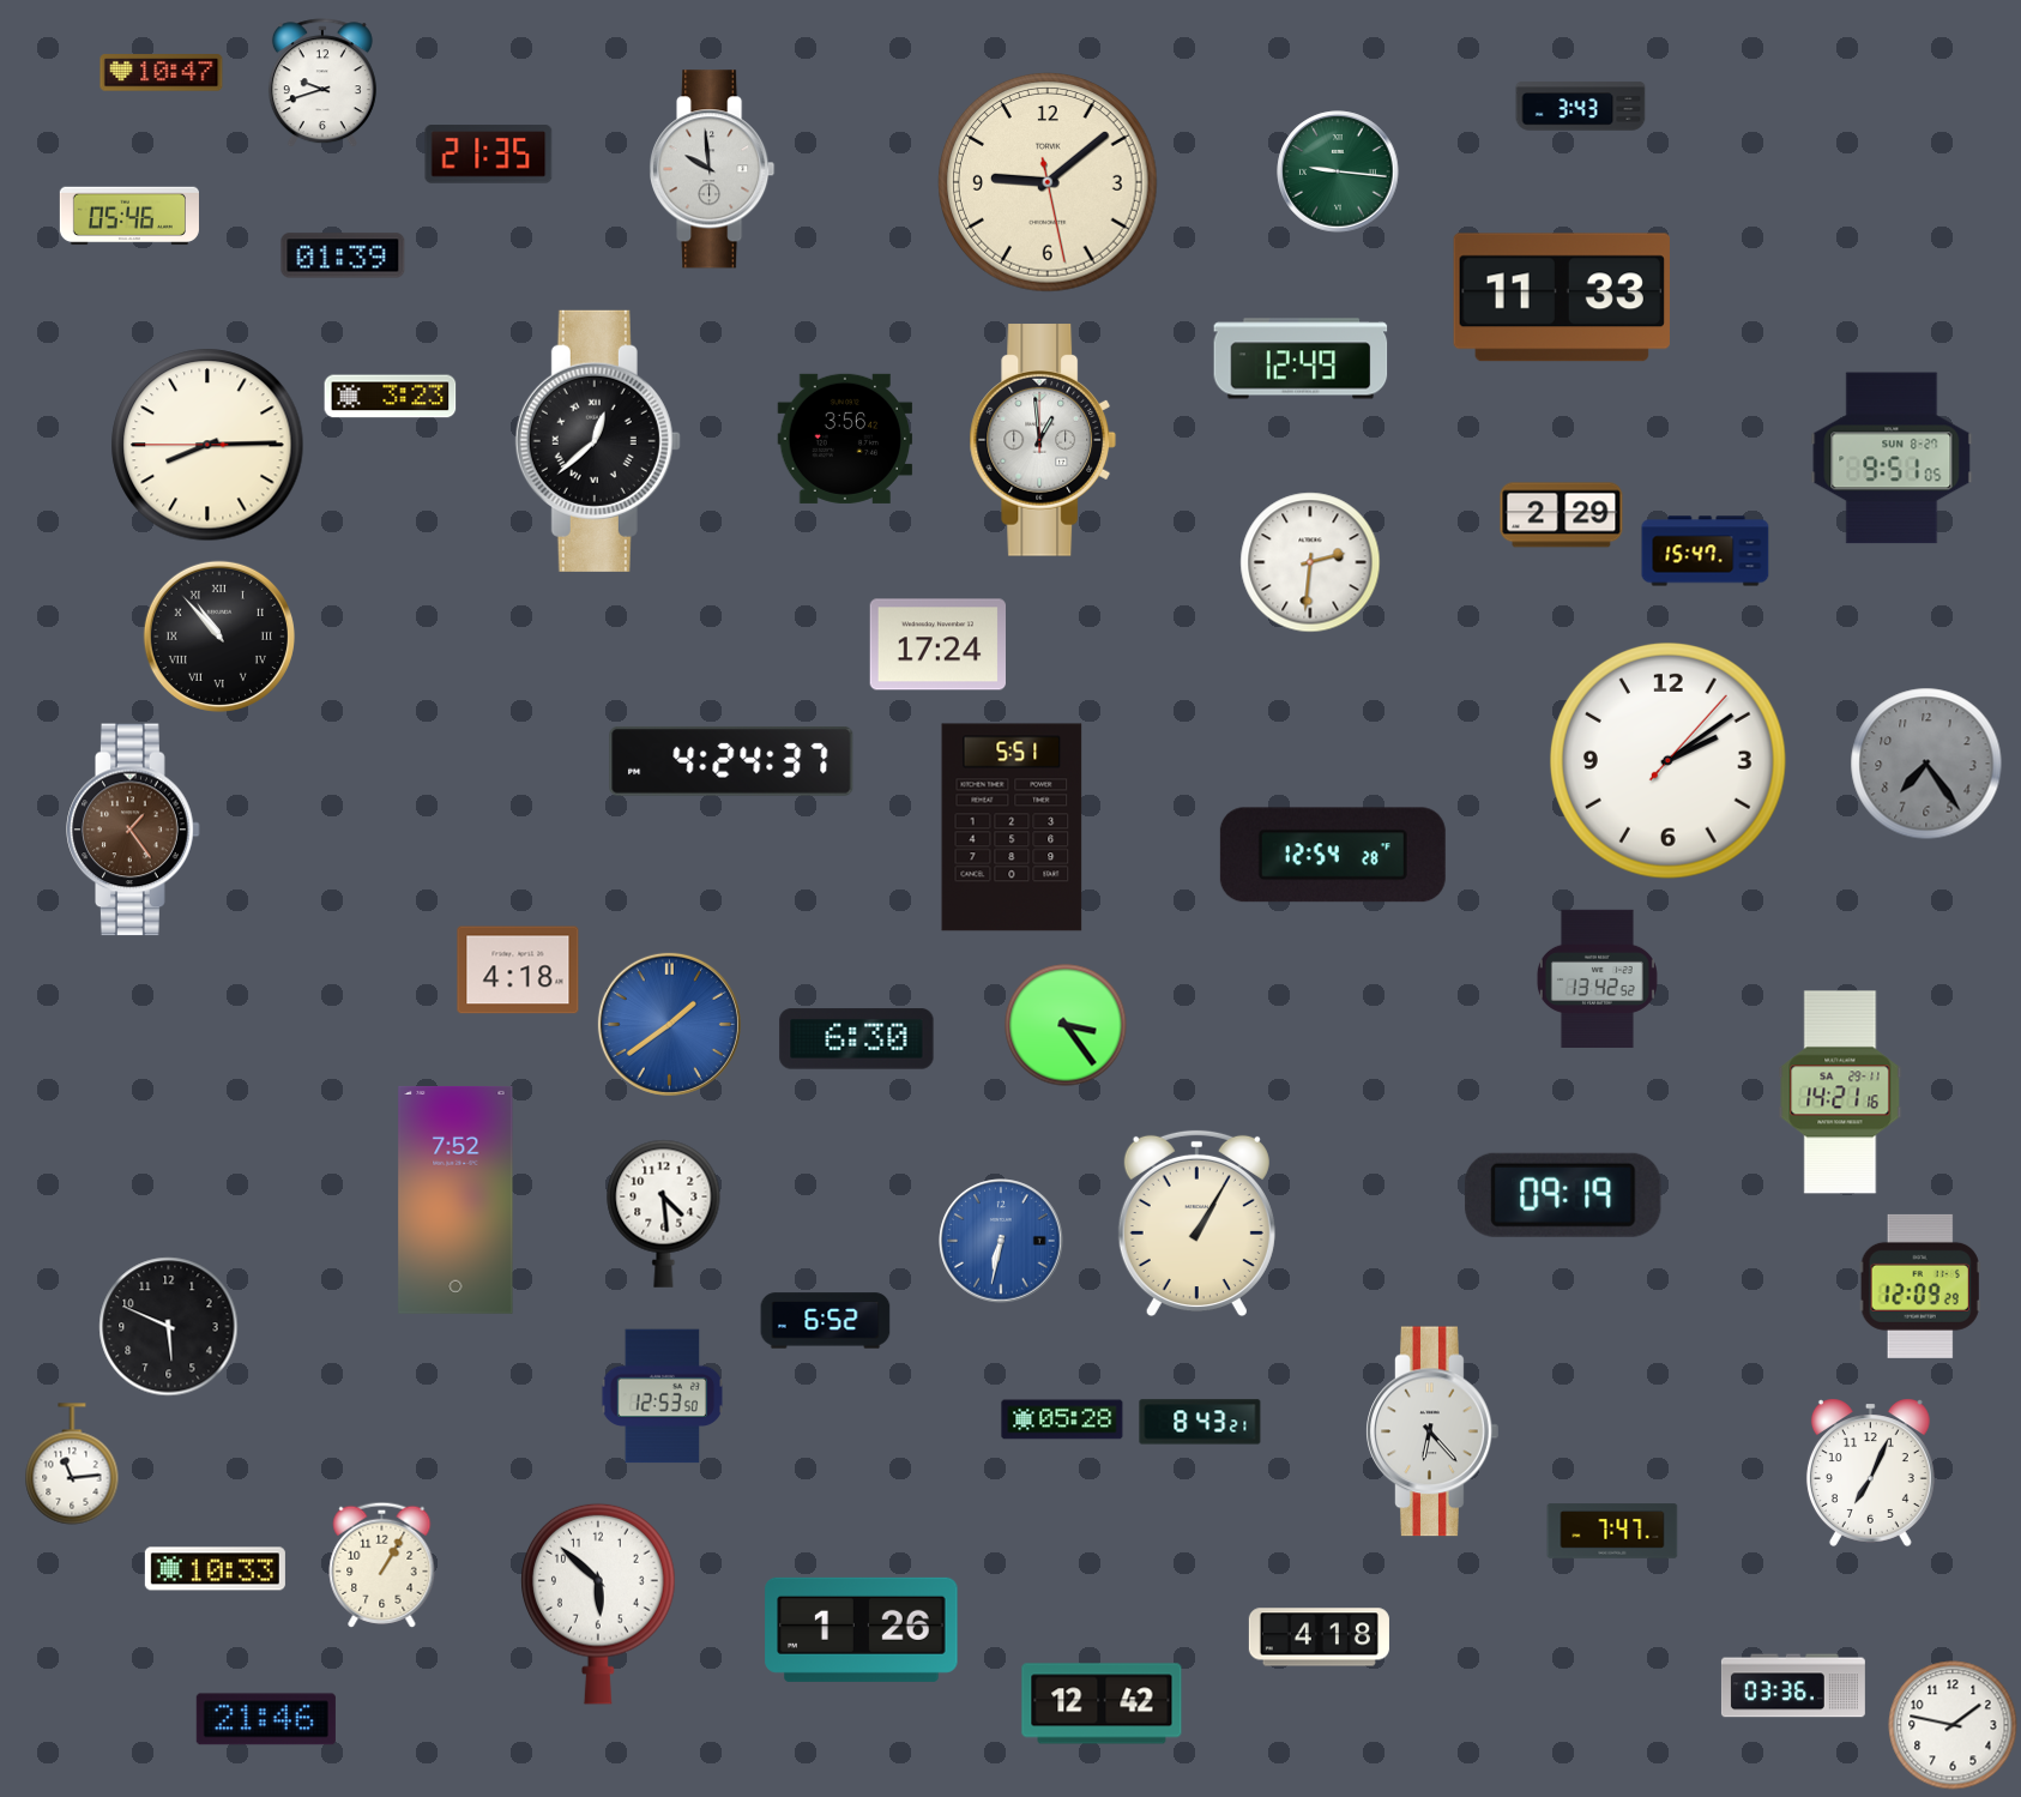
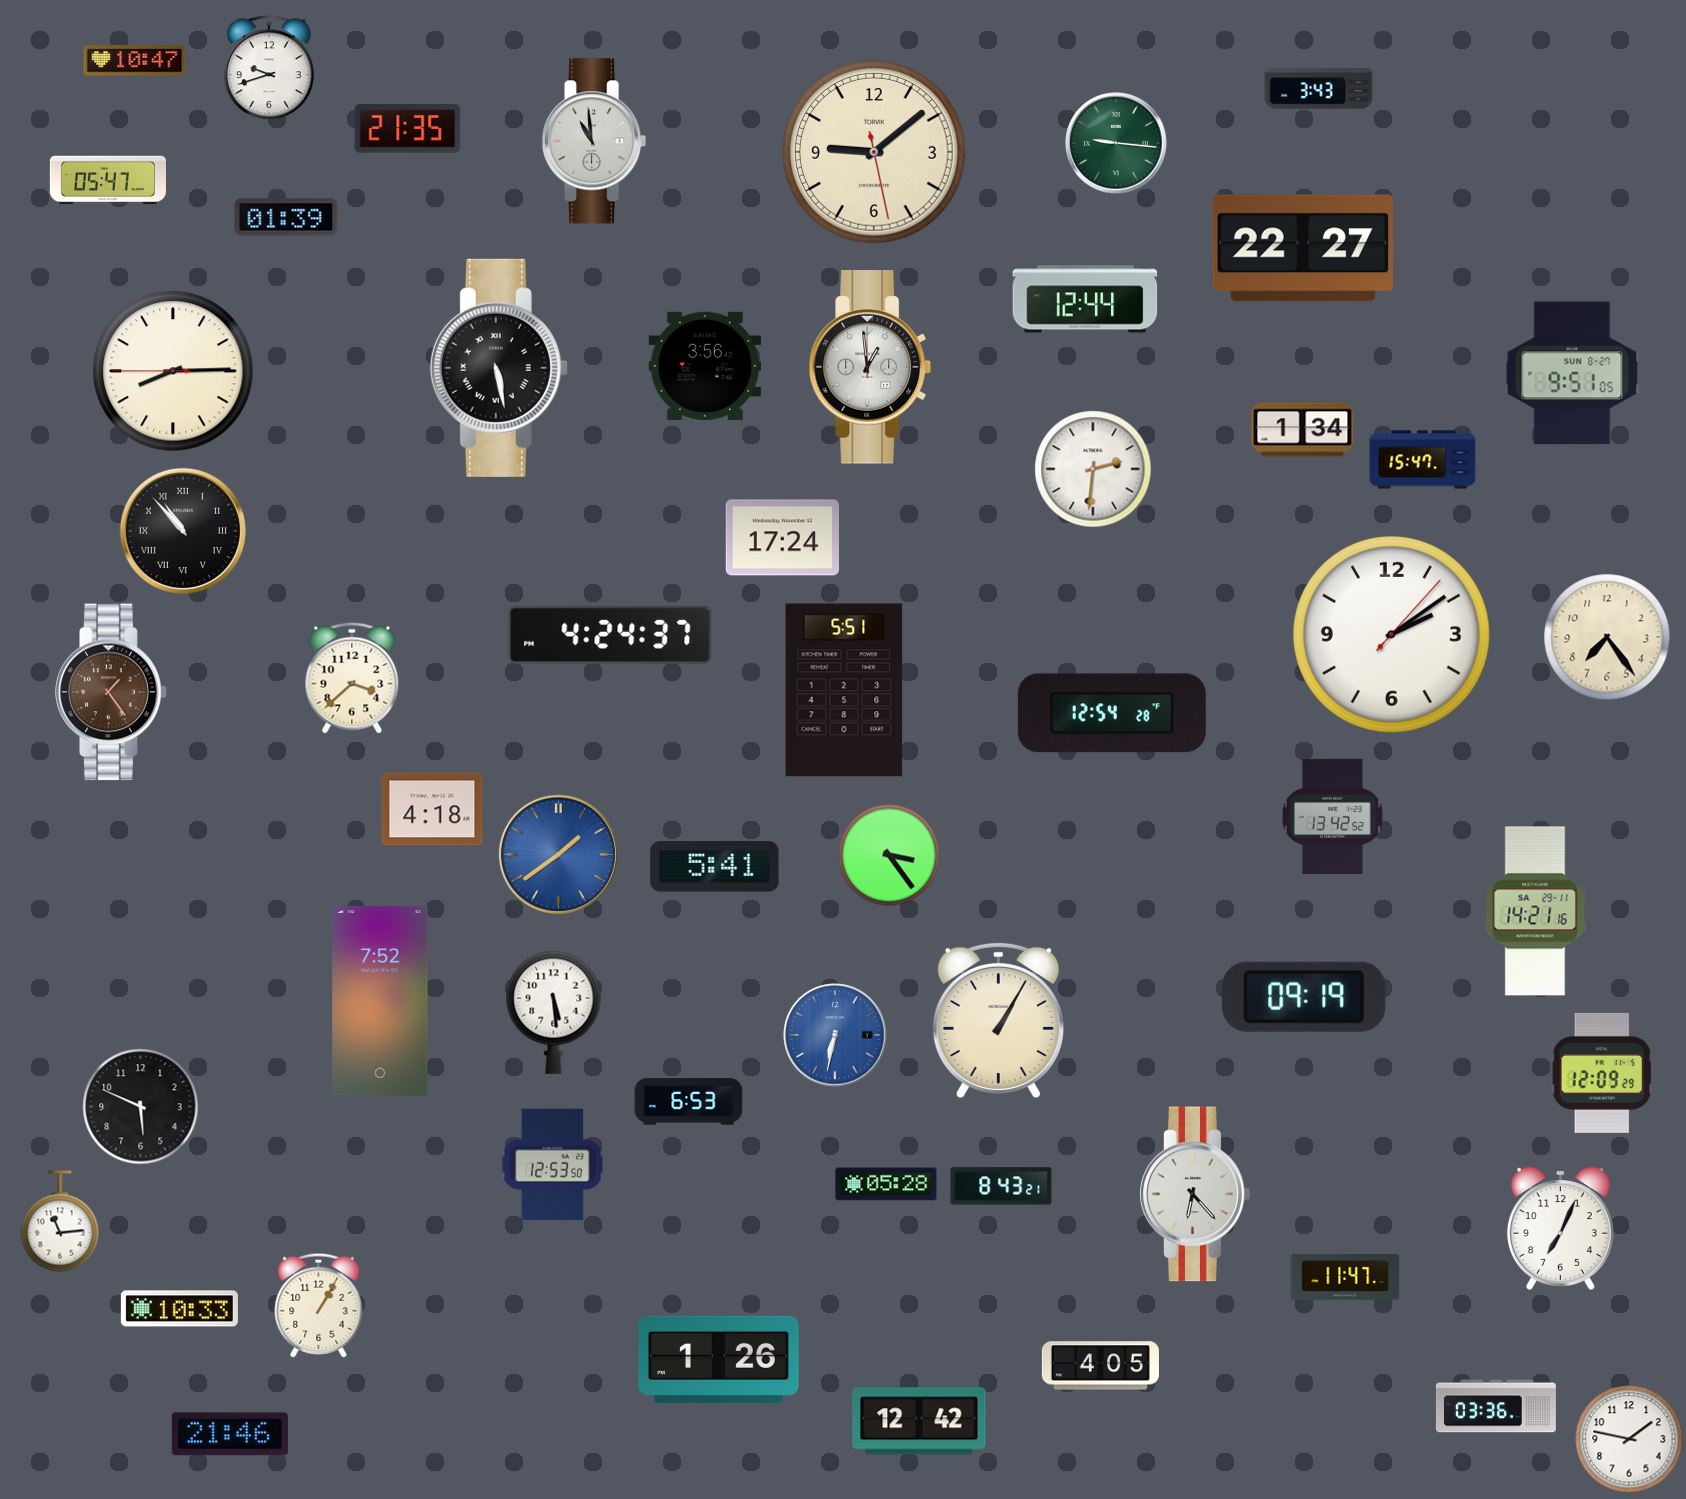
clock at (713, 169): 9:59 -> 10:59
clock at (129, 216): 05:46 -> 05:47
clock at (343, 255) position: (343, 255) -> (286, 217)
clock at (1562, 297): 11:33 -> 22:27
clock at (1301, 358): 12:49 -> 12:44
clock at (391, 397): 3:23 -> none
clock at (598, 441): 12:38 -> 5:28
clock at (1892, 458) position: (1892, 458) -> (1572, 373)
clock at (1562, 515): 2:29 -> 1:34
clock at (1926, 764) dial: grey -> cream
clock at (352, 678): none -> 3:38
clock at (857, 1039): 6:30 -> 5:41
clock at (664, 1213): 4:29 -> 5:29
clock at (826, 1321): 6:52 -> 6:53
clock at (1612, 1531): 7:47 -> 11:47
clock at (599, 1604): 5:52 -> none
clock at (1319, 1638): 4:18 -> 4:05
clock at (266, 1719) position: (266, 1719) -> (230, 1434)
